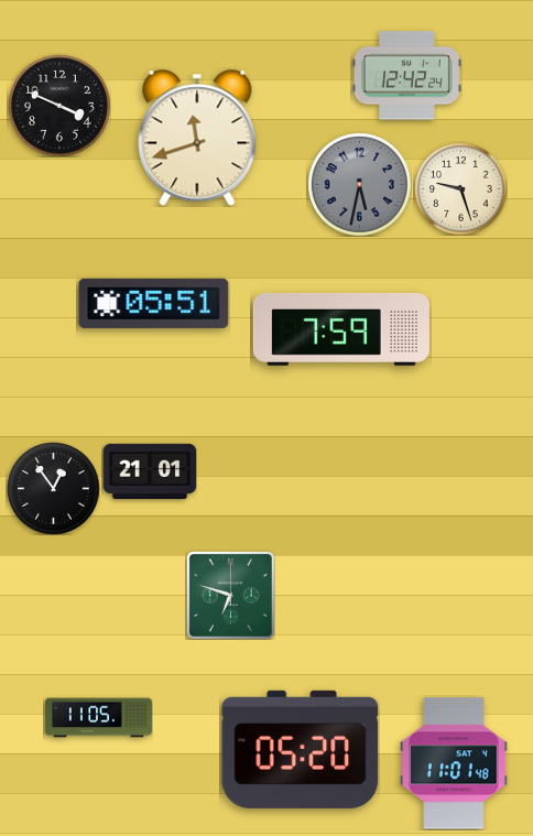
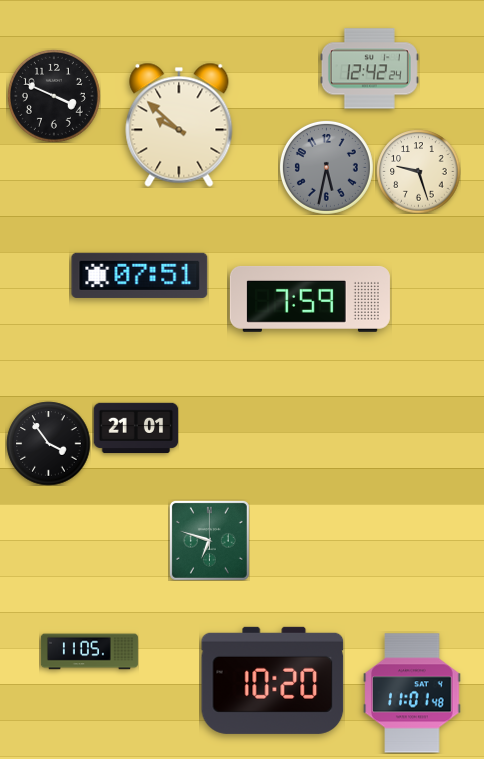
clock at (197, 138): 11:42 -> 9:52
clock at (154, 303): 05:51 -> 07:51
clock at (53, 488): 12:54 -> 3:54
clock at (301, 749): 05:20 -> 10:20
